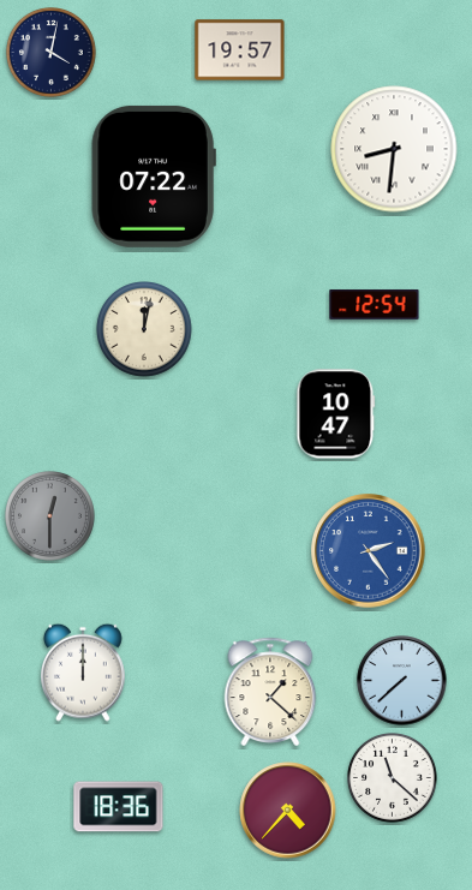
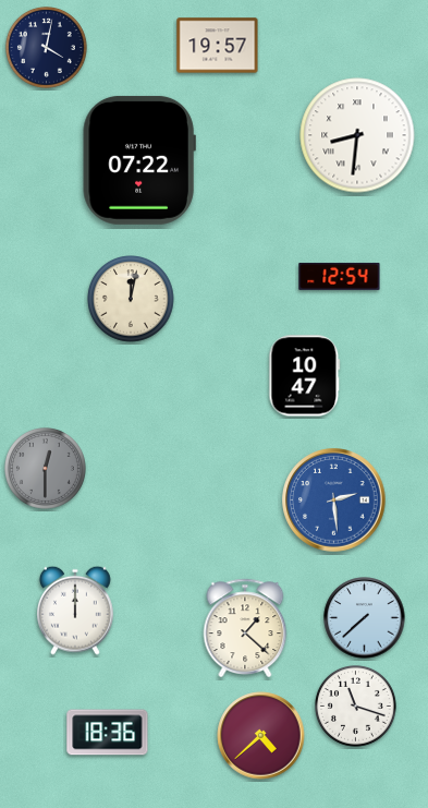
clock at (369, 551): 2:24 -> 2:29
clock at (393, 778): 11:22 -> 11:18
clock at (288, 811): 4:37 -> 4:38
